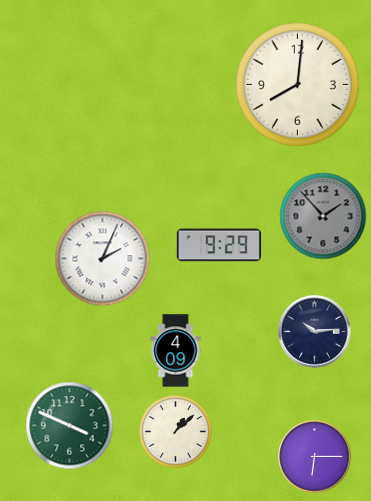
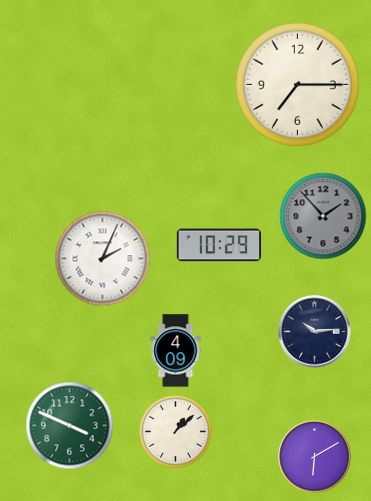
clock at (298, 85): 8:01 -> 7:15
clock at (218, 245): 9:29 -> 10:29
clock at (315, 457): 6:15 -> 6:10
